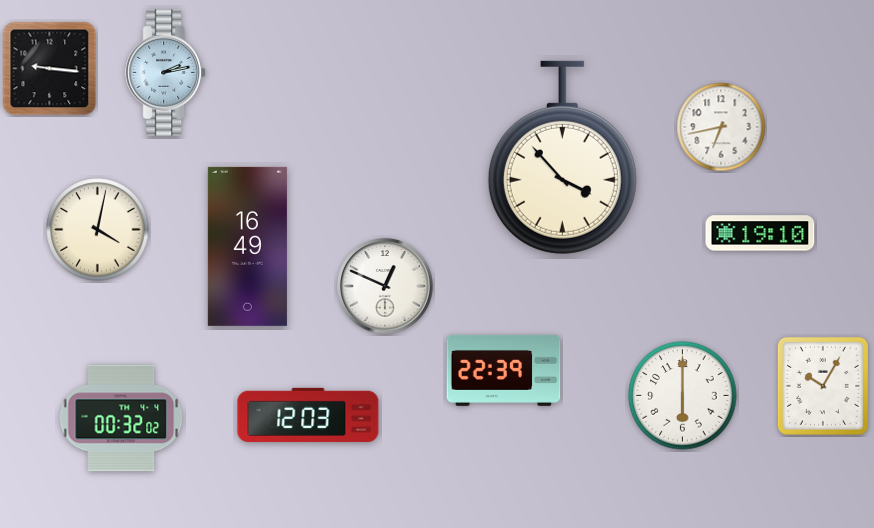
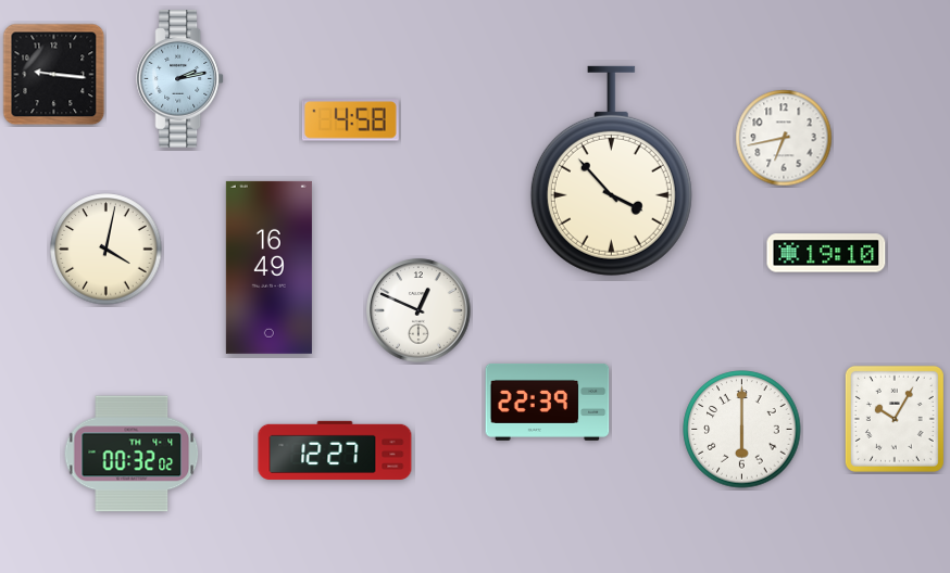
clock at (350, 120): none -> 4:58
clock at (308, 415): 12:03 -> 12:27
